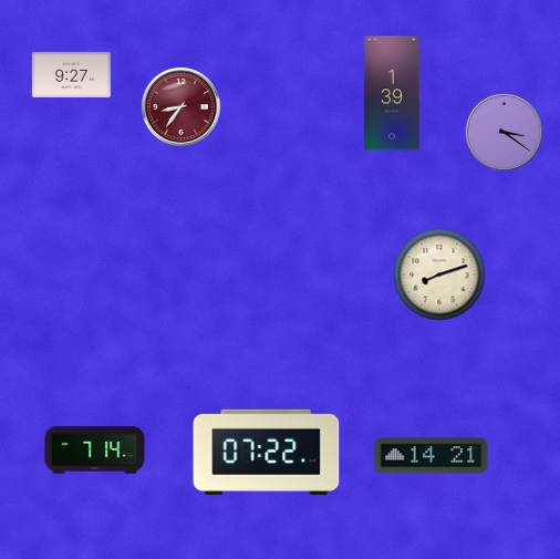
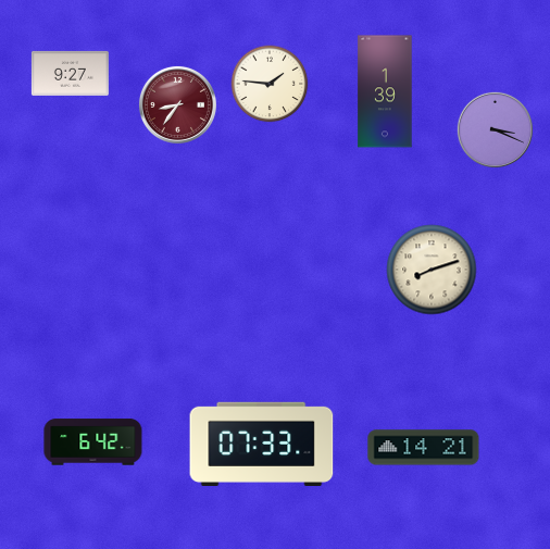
clock at (270, 84): none -> 1:46
clock at (504, 132): 3:21 -> 3:19
clock at (95, 451): 7:14 -> 6:42
clock at (267, 452): 07:22 -> 07:33
